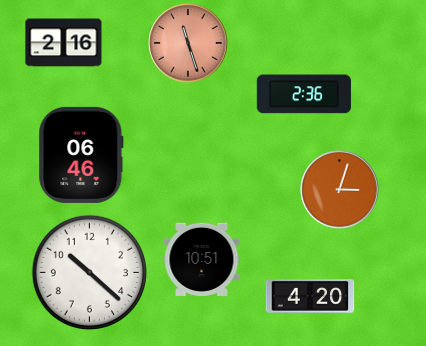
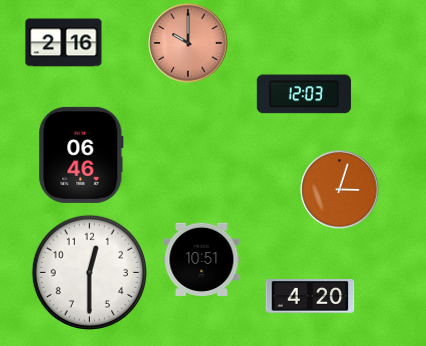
clock at (188, 43): 11:27 -> 10:00
clock at (304, 94): 2:36 -> 12:03
clock at (89, 272): 10:22 -> 12:30
